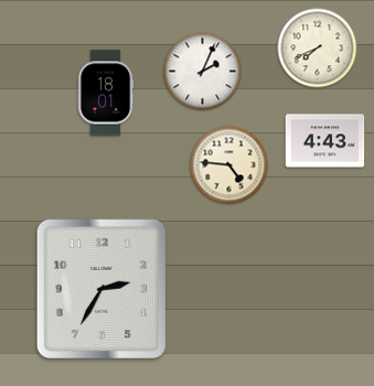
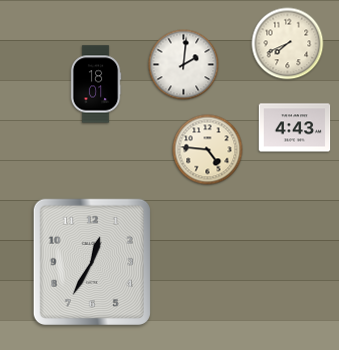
clock at (203, 72): 2:04 -> 2:01
clock at (101, 289): 2:35 -> 12:35
